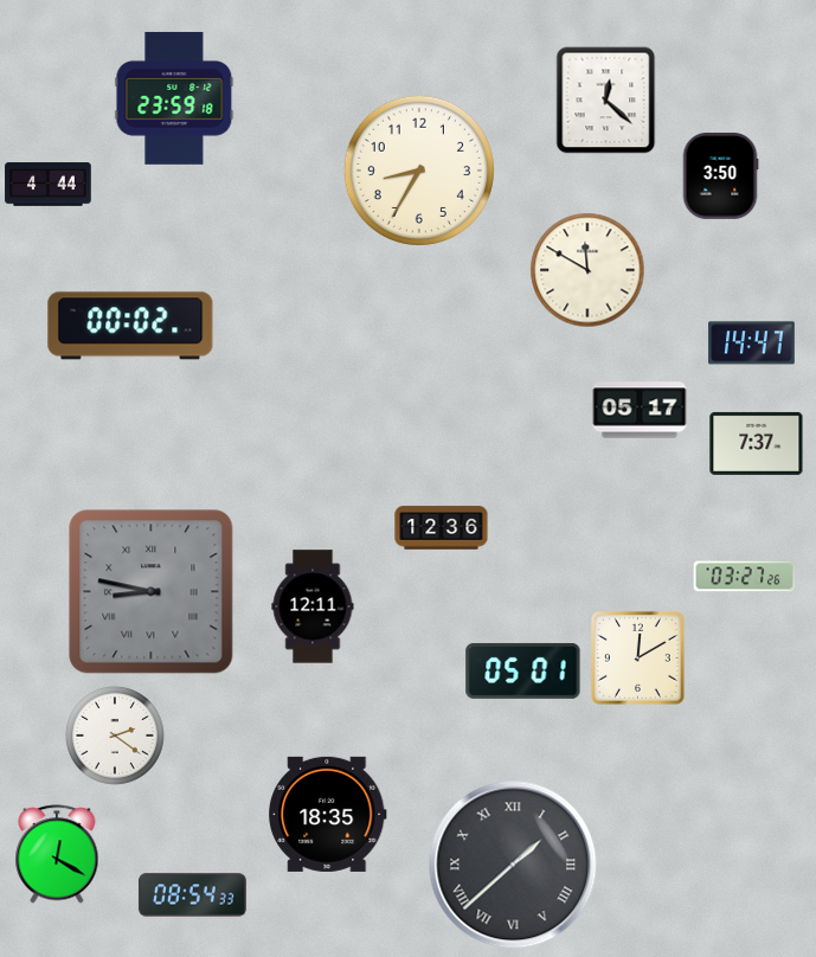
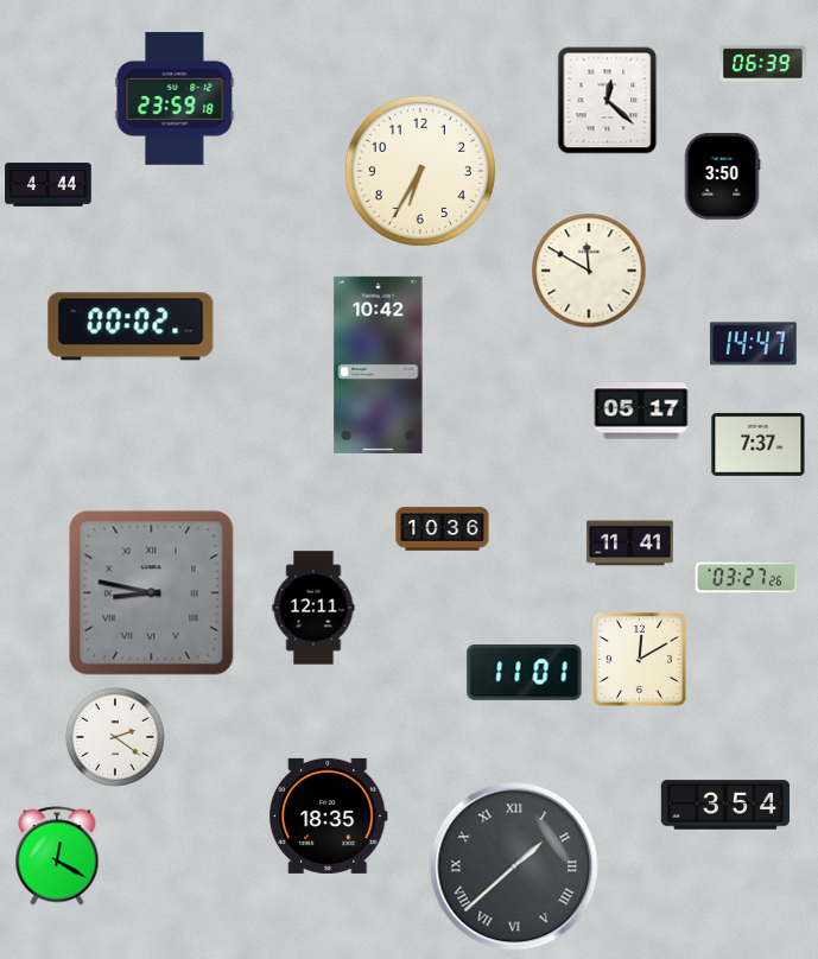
clock at (763, 63): none -> 06:39
clock at (419, 171): 8:35 -> 6:35
clock at (379, 364): none -> 10:42
clock at (442, 528): 12:36 -> 10:36
clock at (630, 544): none -> 11:41
clock at (523, 670): 05:01 -> 11:01
clock at (724, 805): none -> 3:54
clock at (192, 895): 08:54 -> none
